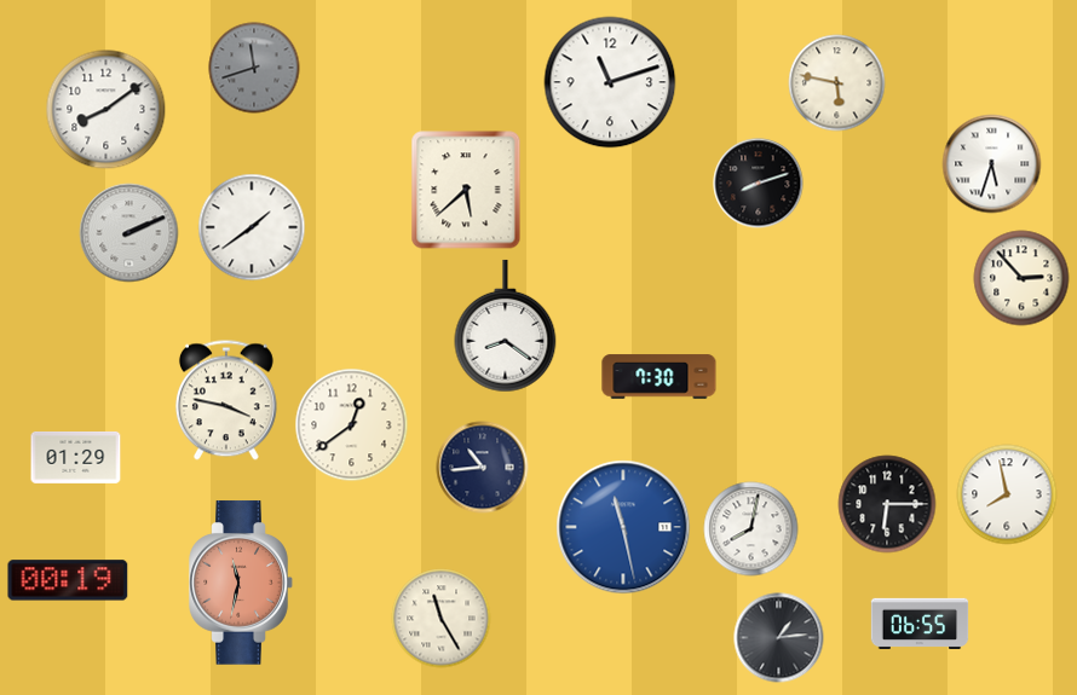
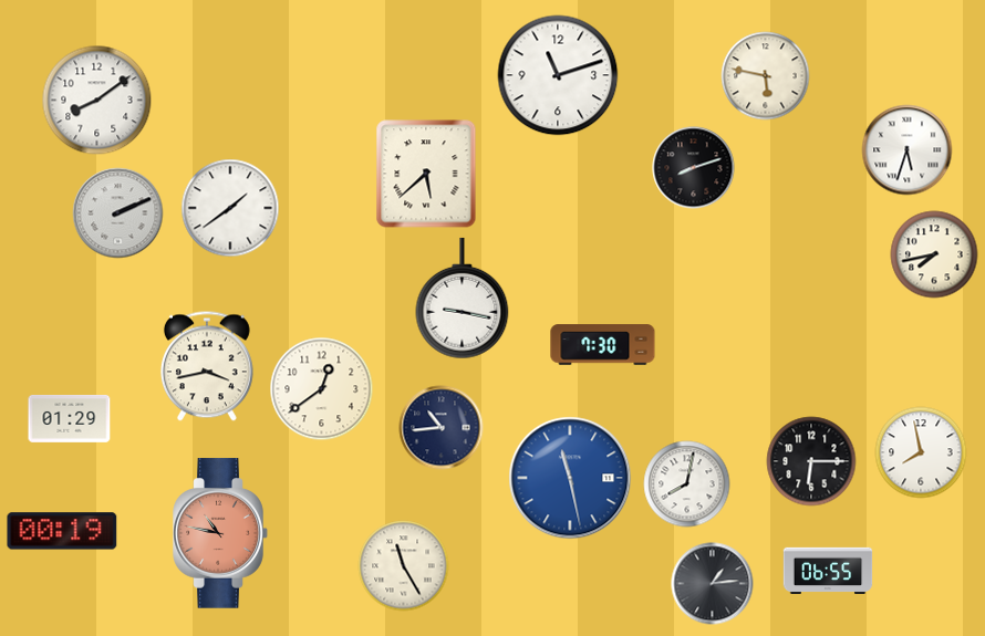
clock at (254, 68): 11:42 -> none
clock at (1021, 278): 2:53 -> 7:43
clock at (506, 326): 8:21 -> 9:17
clock at (226, 400): 3:47 -> 3:43
clock at (623, 527) position: (623, 527) -> (570, 478)
clock at (241, 583): 11:32 -> 10:47
clock at (920, 622) position: (920, 622) -> (828, 570)
